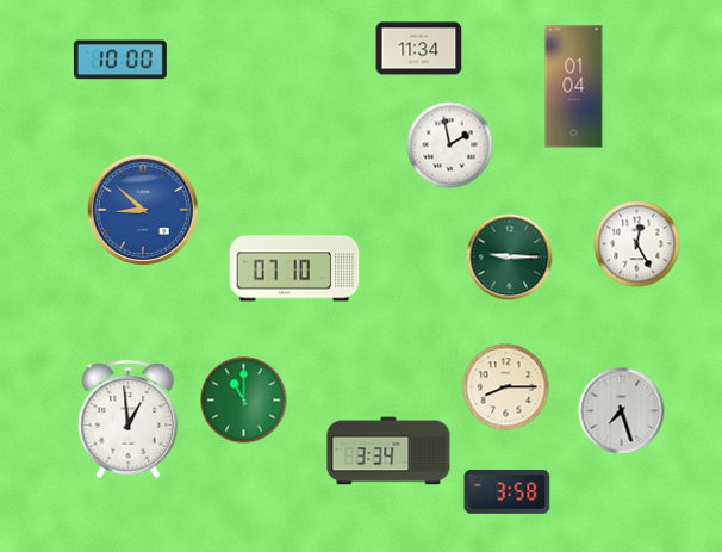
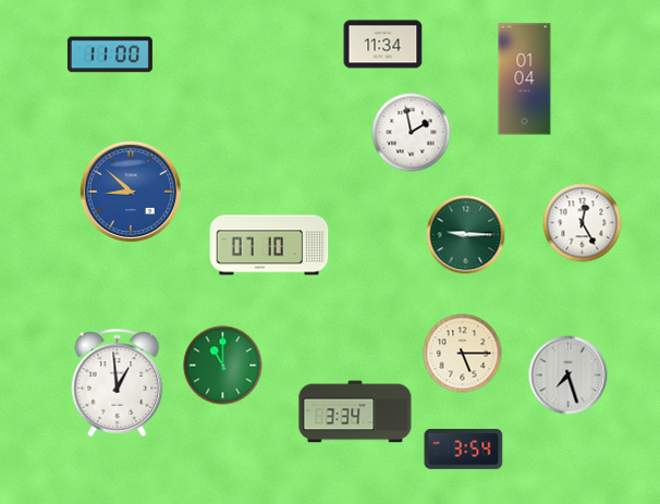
clock at (120, 60): 10:00 -> 11:00
clock at (506, 387): 8:15 -> 5:15
clock at (508, 491): 3:58 -> 3:54
